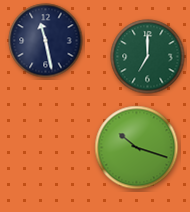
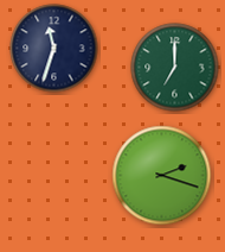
clock at (46, 41): 11:28 -> 11:33
clock at (137, 148): 10:18 -> 2:18
